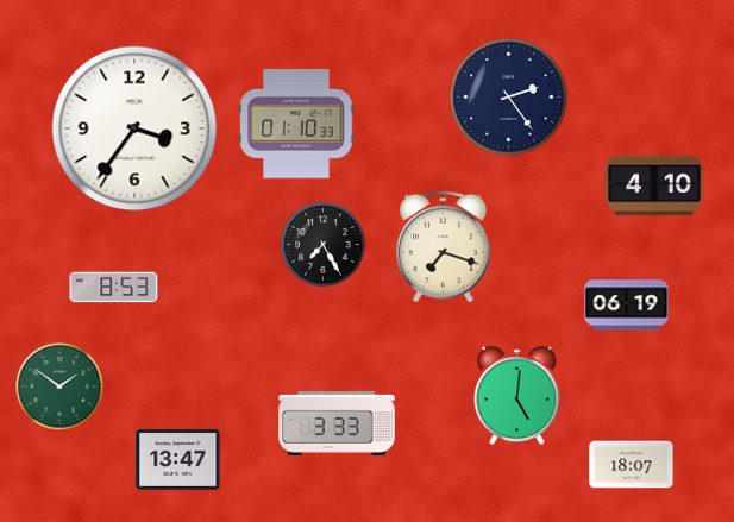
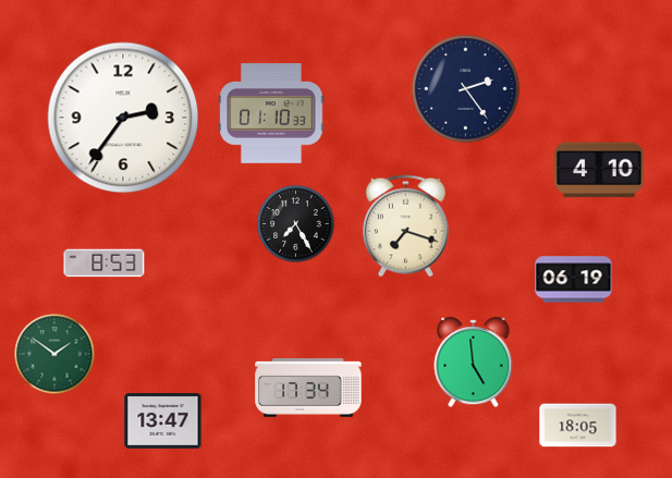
clock at (134, 128): 3:36 -> 2:36
clock at (517, 396): 5:01 -> 4:59
clock at (337, 424): 3:33 -> 17:34
clock at (632, 465): 18:07 -> 18:05
